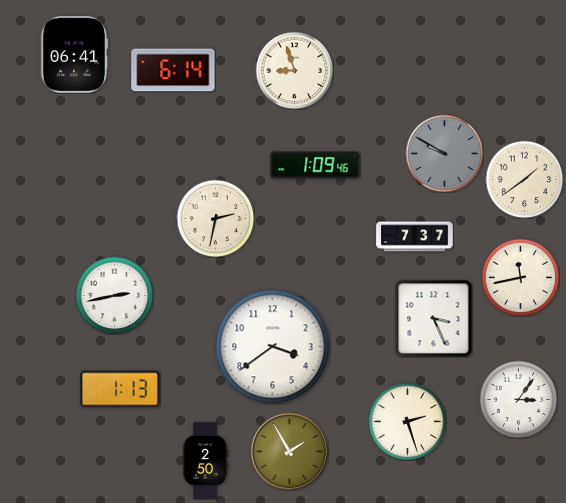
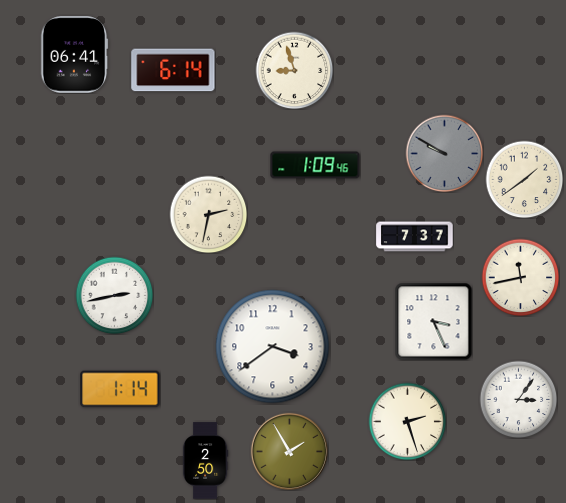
clock at (215, 218) position: (215, 218) -> (208, 214)
clock at (433, 318) position: (433, 318) -> (433, 321)
clock at (120, 389): 1:13 -> 1:14
